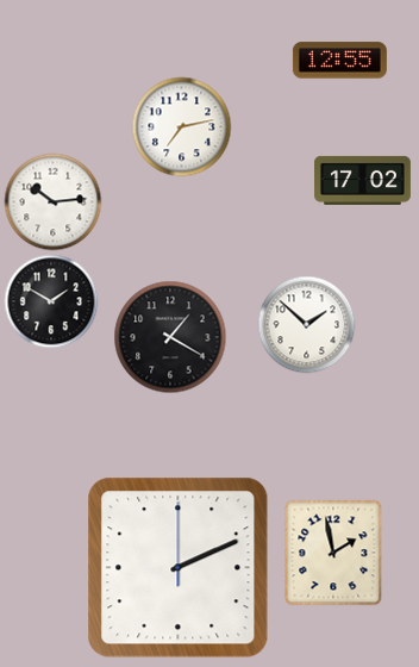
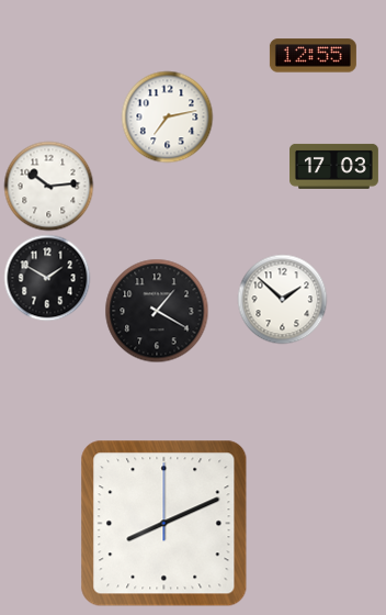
clock at (363, 180): 17:02 -> 17:03
clock at (333, 553): 1:58 -> none
clock at (179, 568): 2:11 -> 8:11
